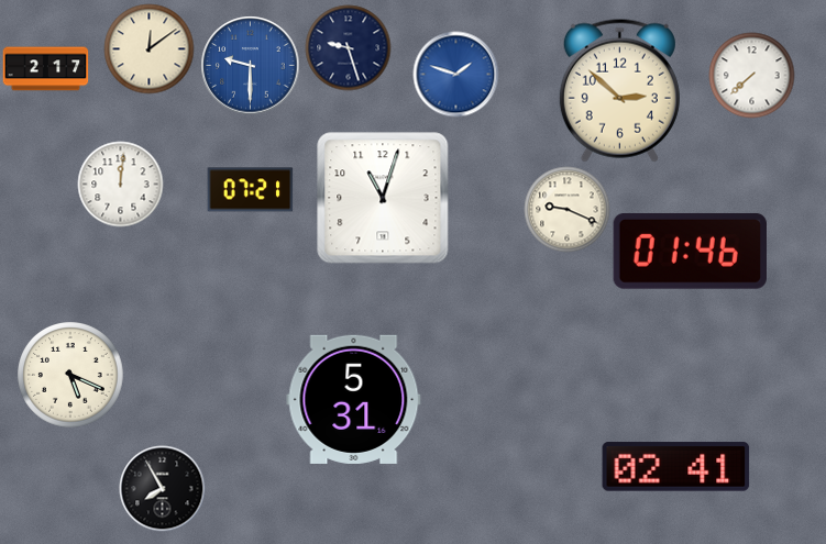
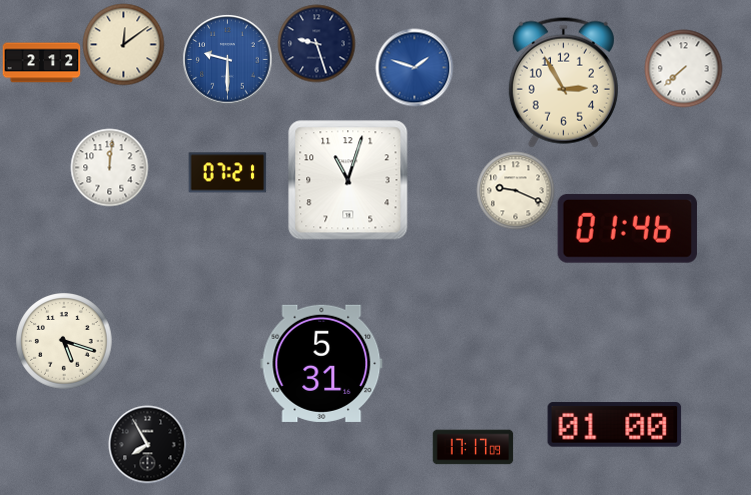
clock at (148, 48) position: (148, 48) -> (123, 44)
clock at (45, 69): 2:17 -> 2:12
clock at (619, 90): 2:52 -> 2:55
clock at (70, 375): 5:19 -> 5:18
clock at (676, 467): 02:41 -> 01:00
clock at (473, 447): none -> 17:17
